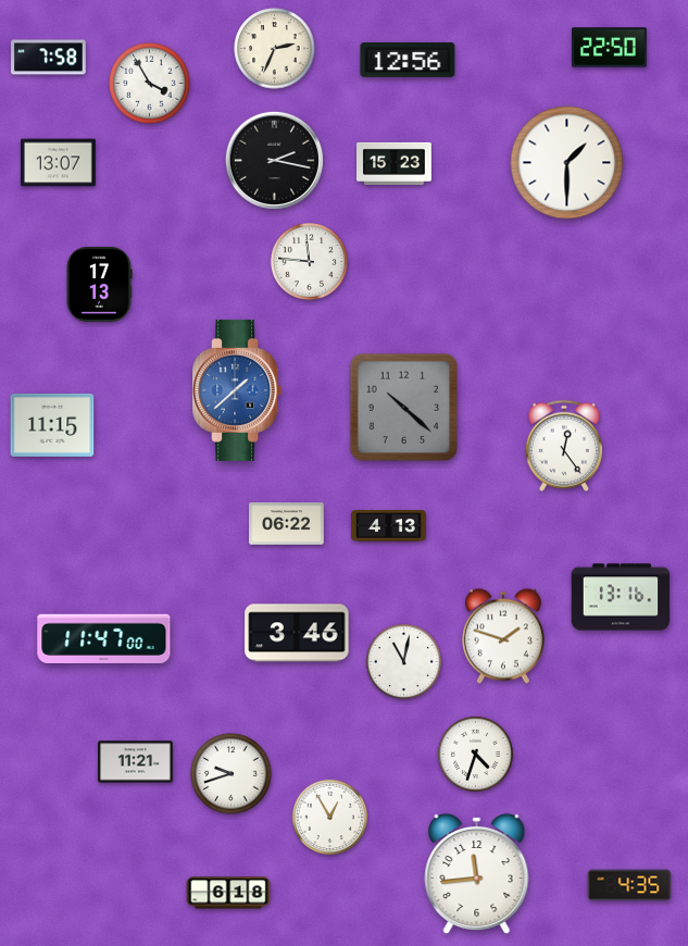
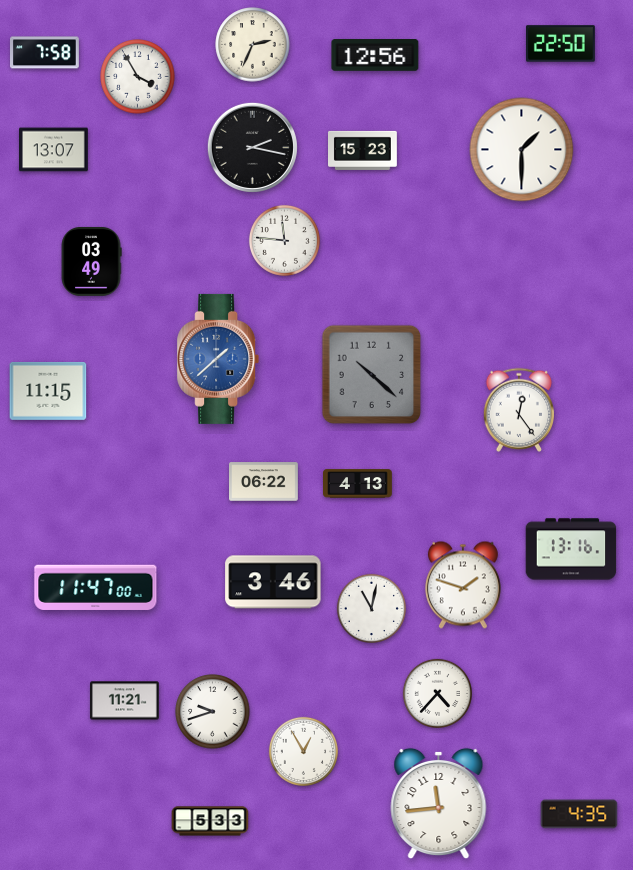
clock at (99, 285): 17:13 -> 03:49
clock at (475, 754): 4:33 -> 4:37
clock at (228, 893): 6:18 -> 5:33
